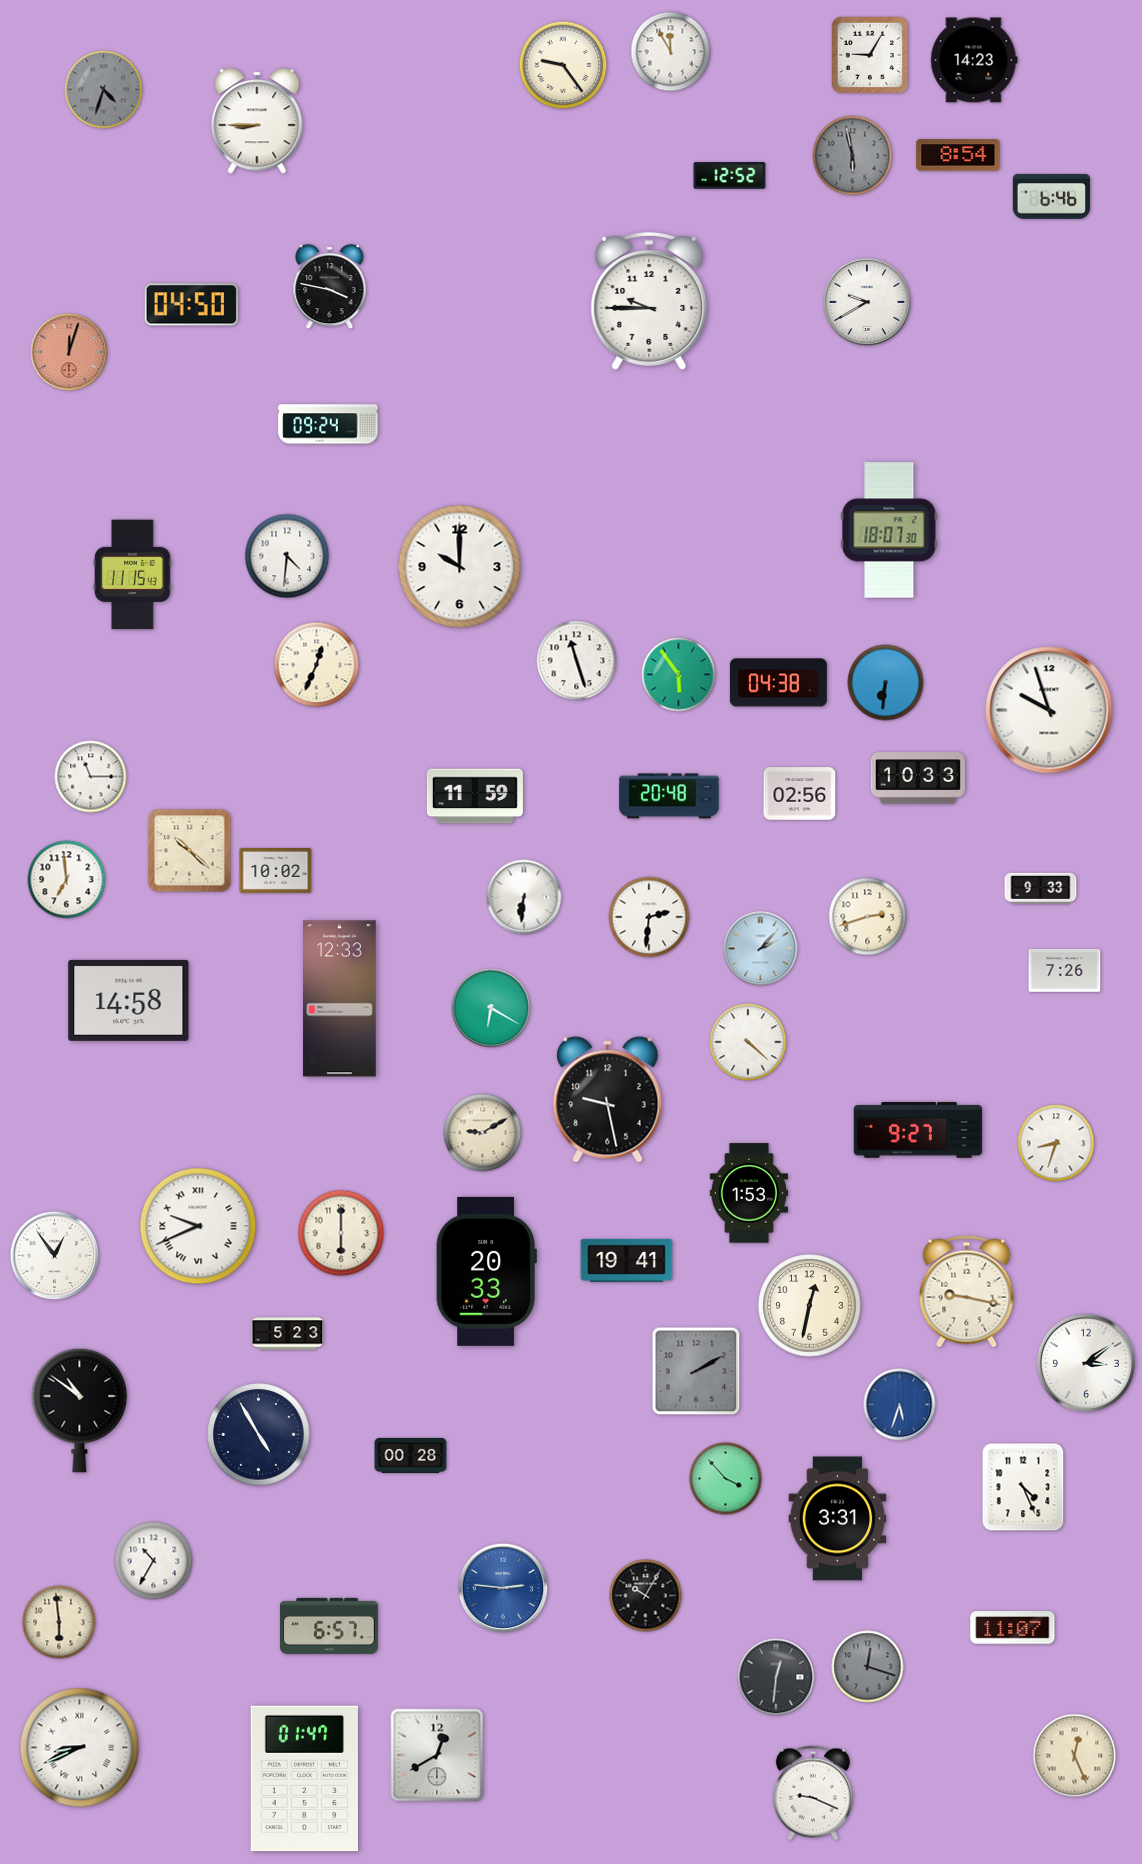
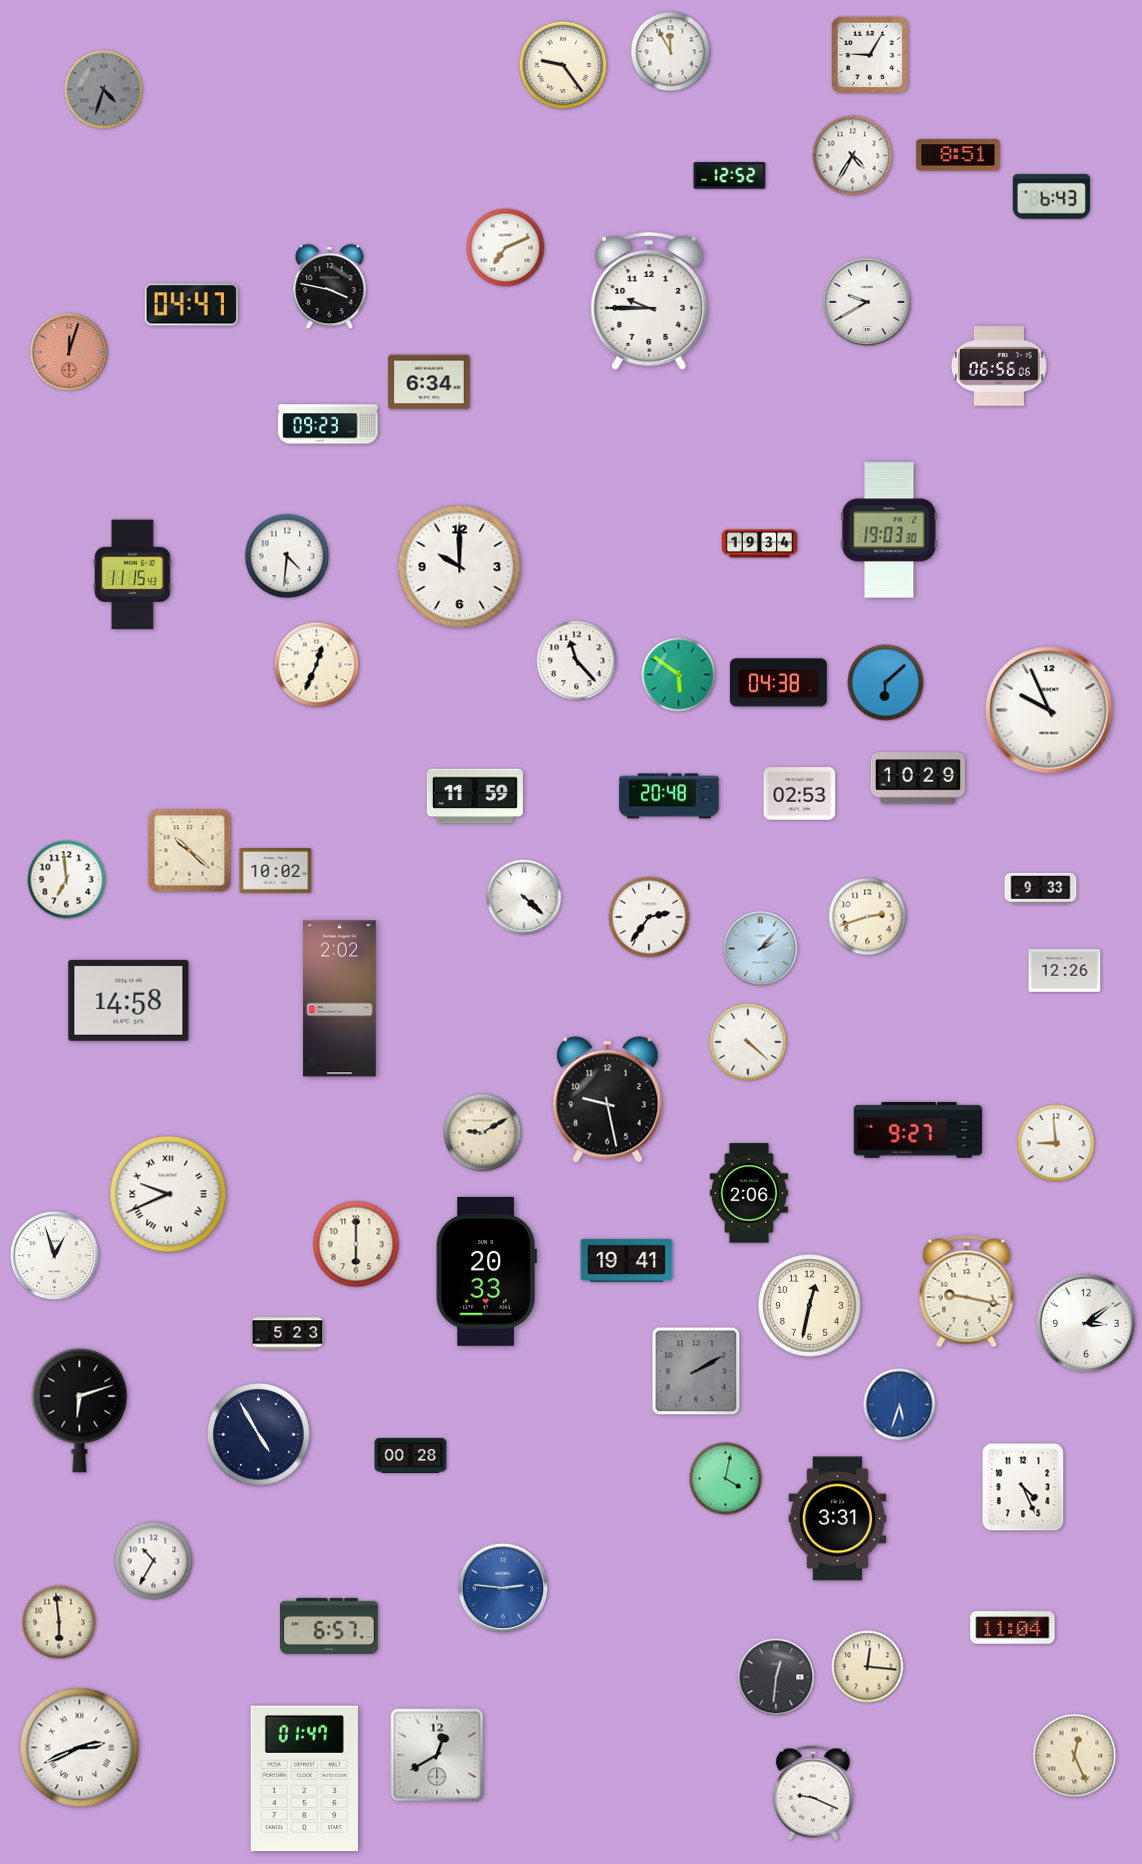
clock at (974, 60): 14:23 -> none
clock at (257, 121): 8:45 -> none
clock at (958, 155): 8:54 -> 8:51
clock at (853, 156): 5:58 -> 4:35
clock at (853, 156) dial: grey -> white
clock at (1051, 196): 6:46 -> 6:43
clock at (506, 248): none -> 7:11
clock at (191, 305): 04:50 -> 04:47
clock at (999, 366): none -> 06:56
clock at (429, 382): none -> 6:34
clock at (328, 424): 09:24 -> 09:23
clock at (889, 530): 18:07 -> 19:03
clock at (760, 544): none -> 19:34
clock at (577, 661): 11:27 -> 11:23
clock at (679, 675): 5:54 -> 5:51
clock at (886, 683): 6:31 -> 6:08
clock at (1049, 710): 9:57 -> 9:56
clock at (91, 777): 11:15 -> none
clock at (917, 778): 10:33 -> 10:29
clock at (800, 794): 02:56 -> 02:53
clock at (524, 897): 6:31 -> 4:22
clock at (649, 917): 2:31 -> 2:36
clock at (1065, 970): 7:26 -> 12:26
clock at (340, 999): 12:33 -> 2:02
clock at (491, 1008): 6:20 -> none
clock at (1056, 1143): 8:33 -> 8:59
clock at (749, 1193): 1:53 -> 2:06
clock at (198, 1226) position: (198, 1226) -> (168, 1194)
clock at (341, 1233) position: (341, 1233) -> (356, 1244)
clock at (55, 1256): 12:54 -> 12:57
clock at (1086, 1363) position: (1086, 1363) -> (1086, 1323)
clock at (80, 1410): 10:51 -> 6:12
clock at (726, 1479): 3:53 -> 4:02
clock at (646, 1596): 10:05 -> none
clock at (1013, 1628): 11:07 -> 11:04
clock at (868, 1667): 12:18 -> 12:16
clock at (868, 1667) dial: grey -> cream
clock at (80, 1748): 8:41 -> 2:41
